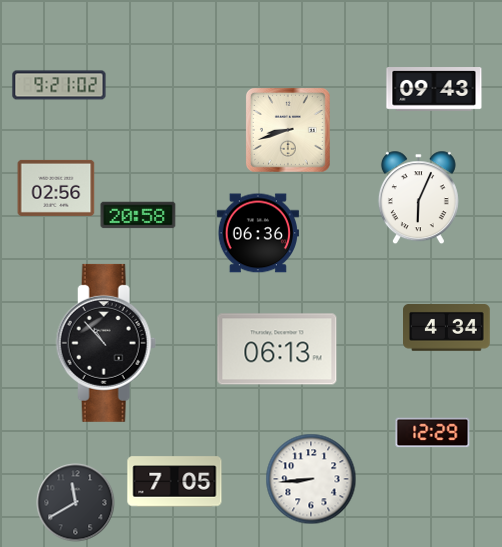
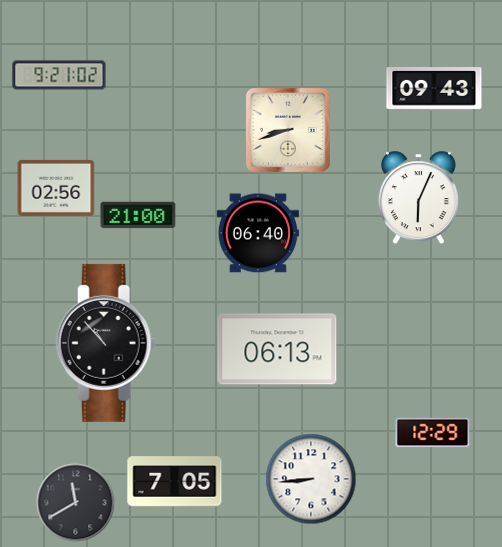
clock at (59, 85) position: (59, 85) -> (59, 75)
clock at (138, 215): 20:58 -> 21:00
clock at (258, 233): 06:36 -> 06:40
clock at (447, 328): 4:34 -> none
